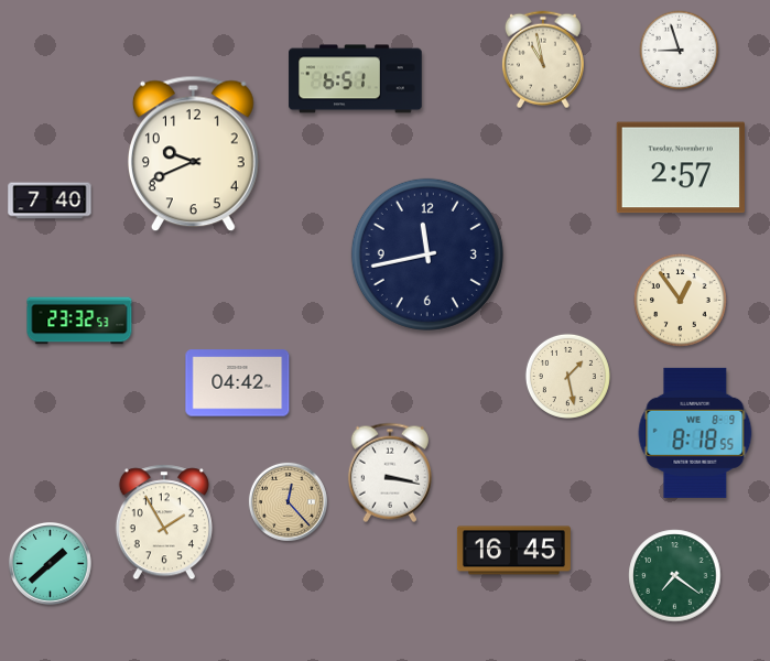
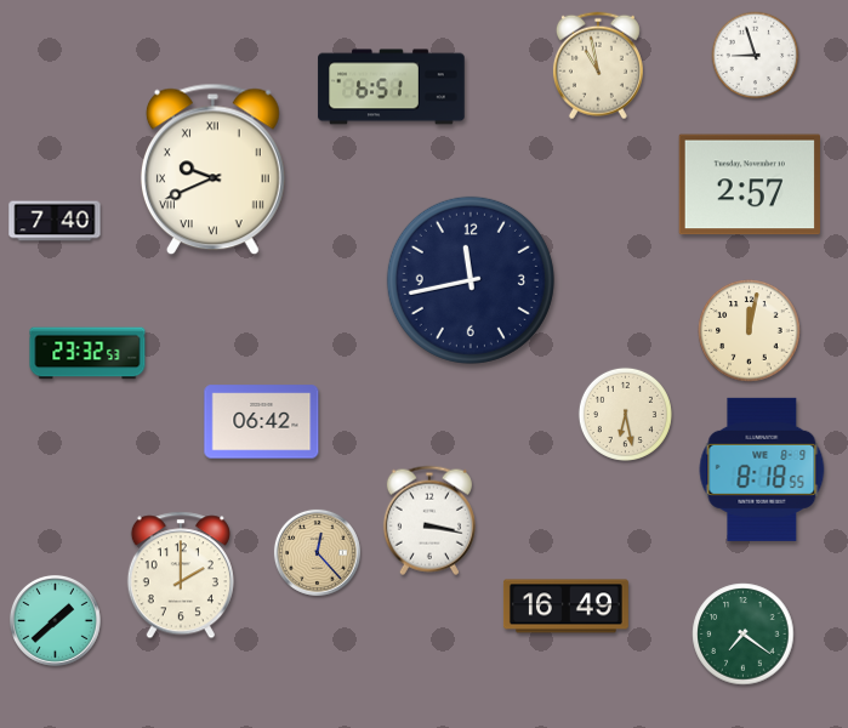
clock at (680, 51) position: (680, 51) -> (756, 56)
clock at (193, 154) numerals: Arabic -> Roman
clock at (681, 301): 12:54 -> 12:02
clock at (567, 376): 1:28 -> 6:28
clock at (238, 383): 04:42 -> 06:42
clock at (695, 433) position: (695, 433) -> (762, 470)
clock at (164, 522): 1:55 -> 2:00
clock at (513, 551): 16:45 -> 16:49
